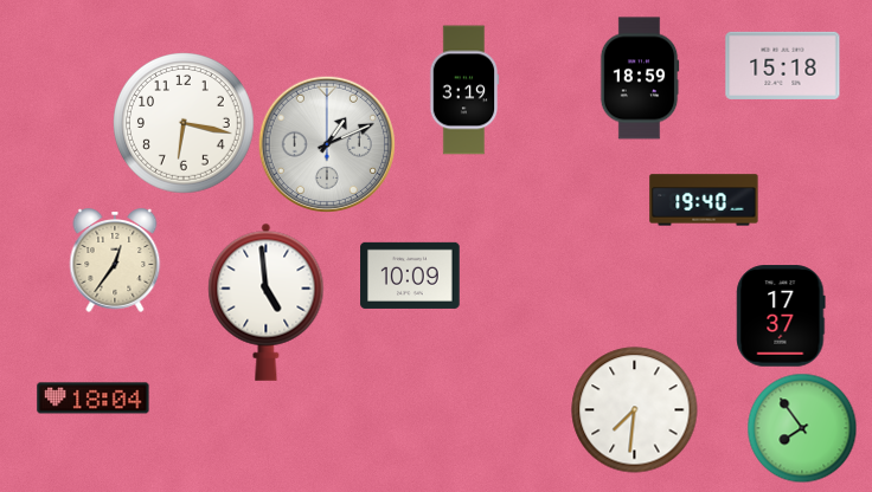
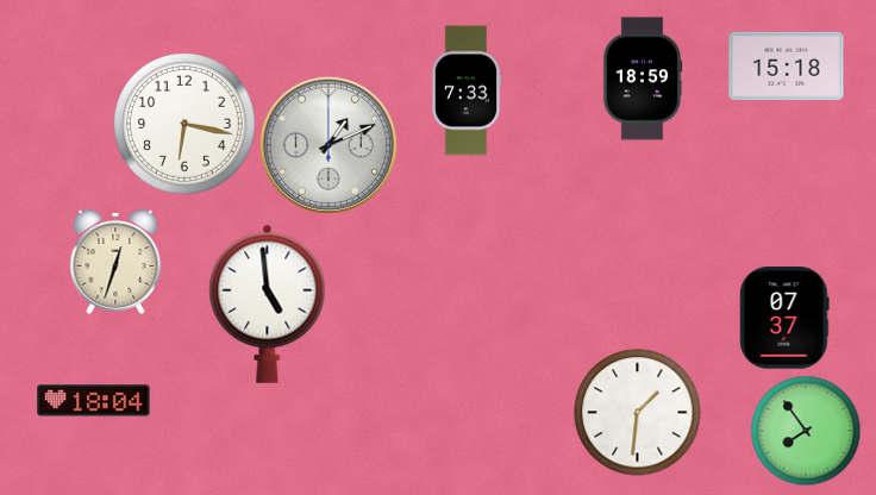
clock at (464, 90): 3:19 -> 7:33
clock at (704, 200): 19:40 -> none
clock at (115, 260): 12:36 -> 12:33
clock at (410, 276): 10:09 -> none
clock at (781, 316): 17:37 -> 07:37
clock at (635, 410): 7:31 -> 1:31
